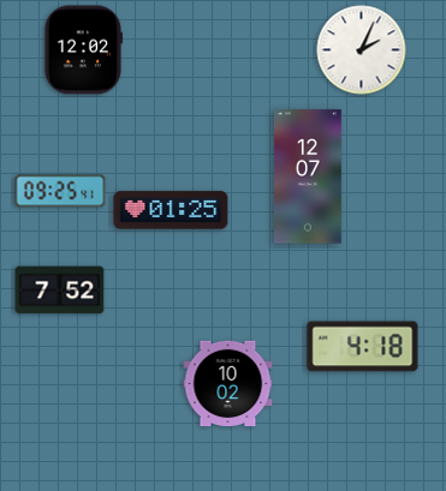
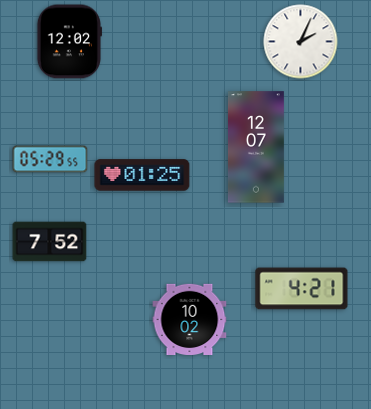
clock at (60, 191): 09:25 -> 05:29
clock at (363, 347): 4:18 -> 4:21
